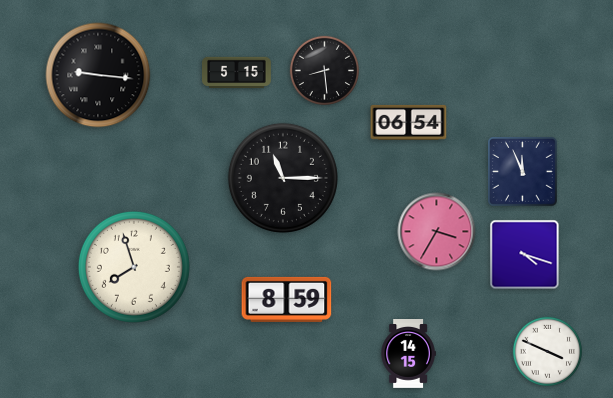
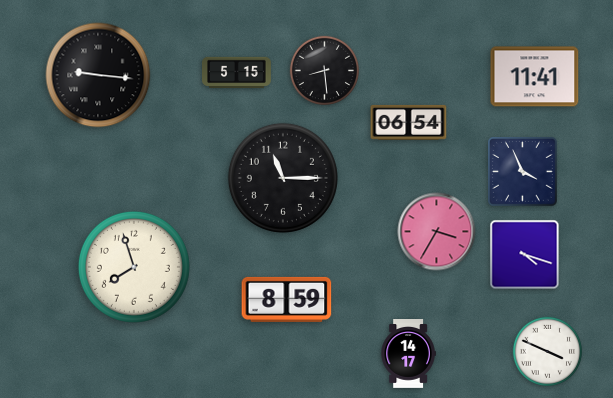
clock at (535, 77): none -> 11:41
clock at (523, 172): 11:56 -> 3:56
clock at (408, 354): 14:15 -> 14:17
